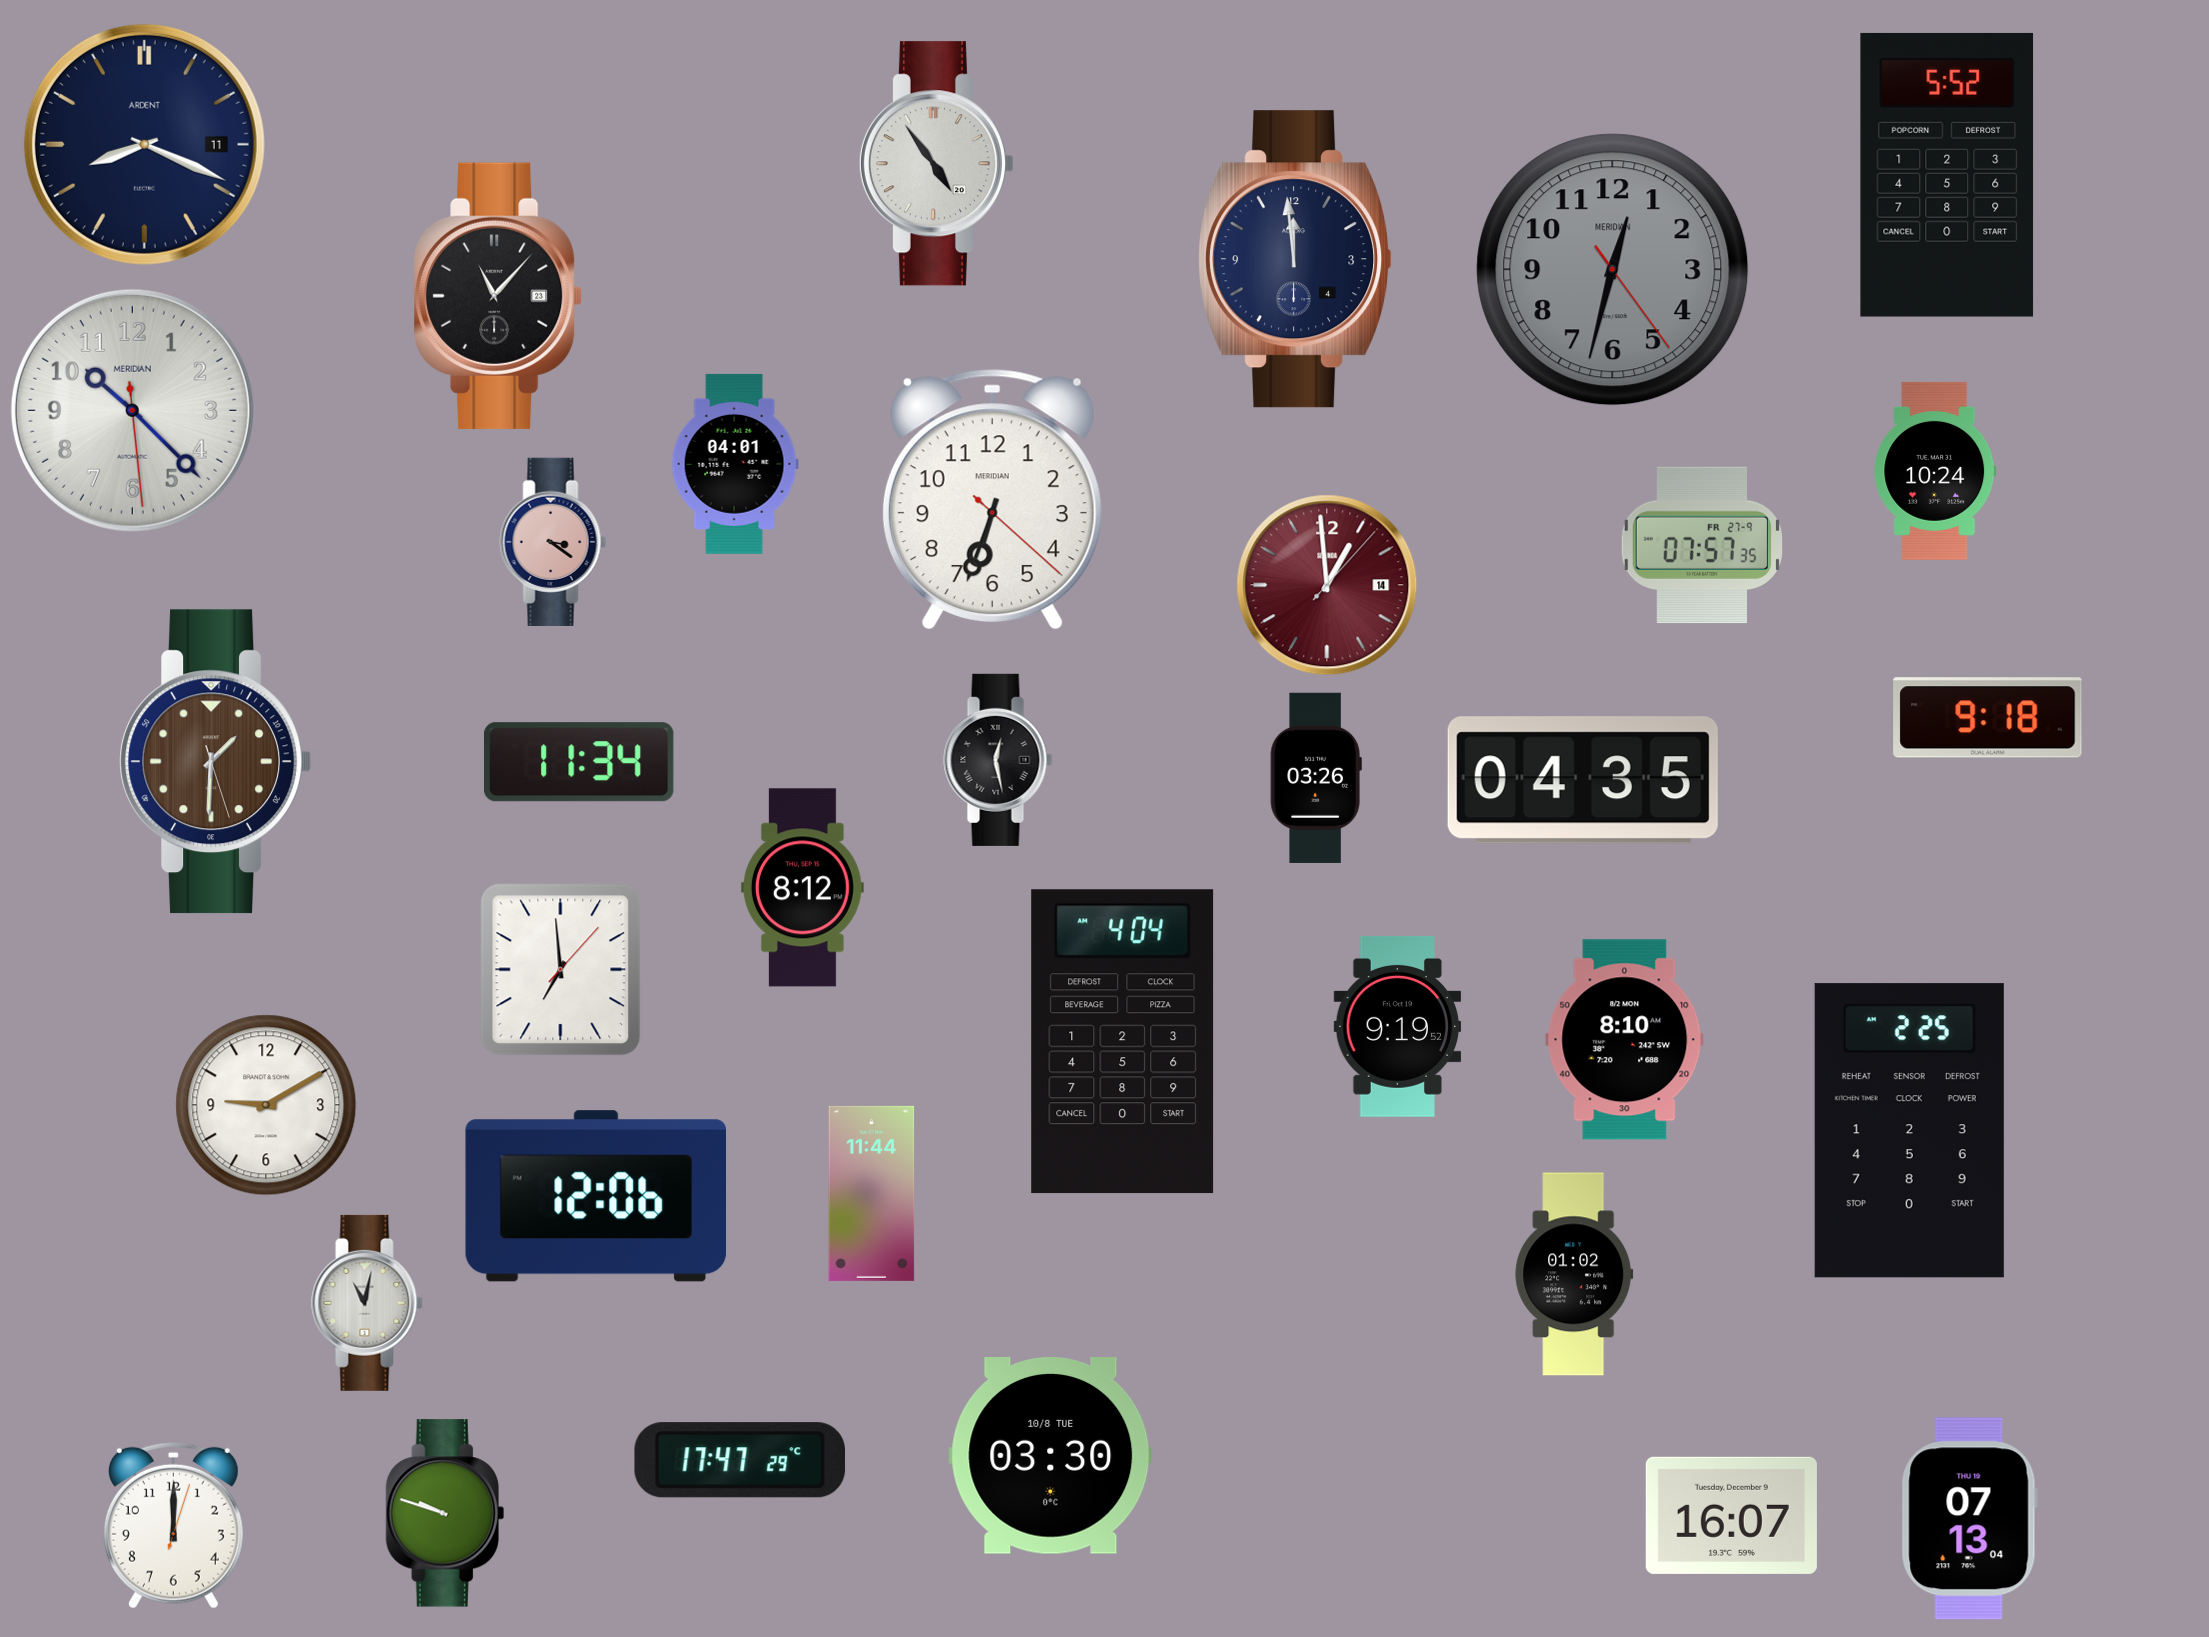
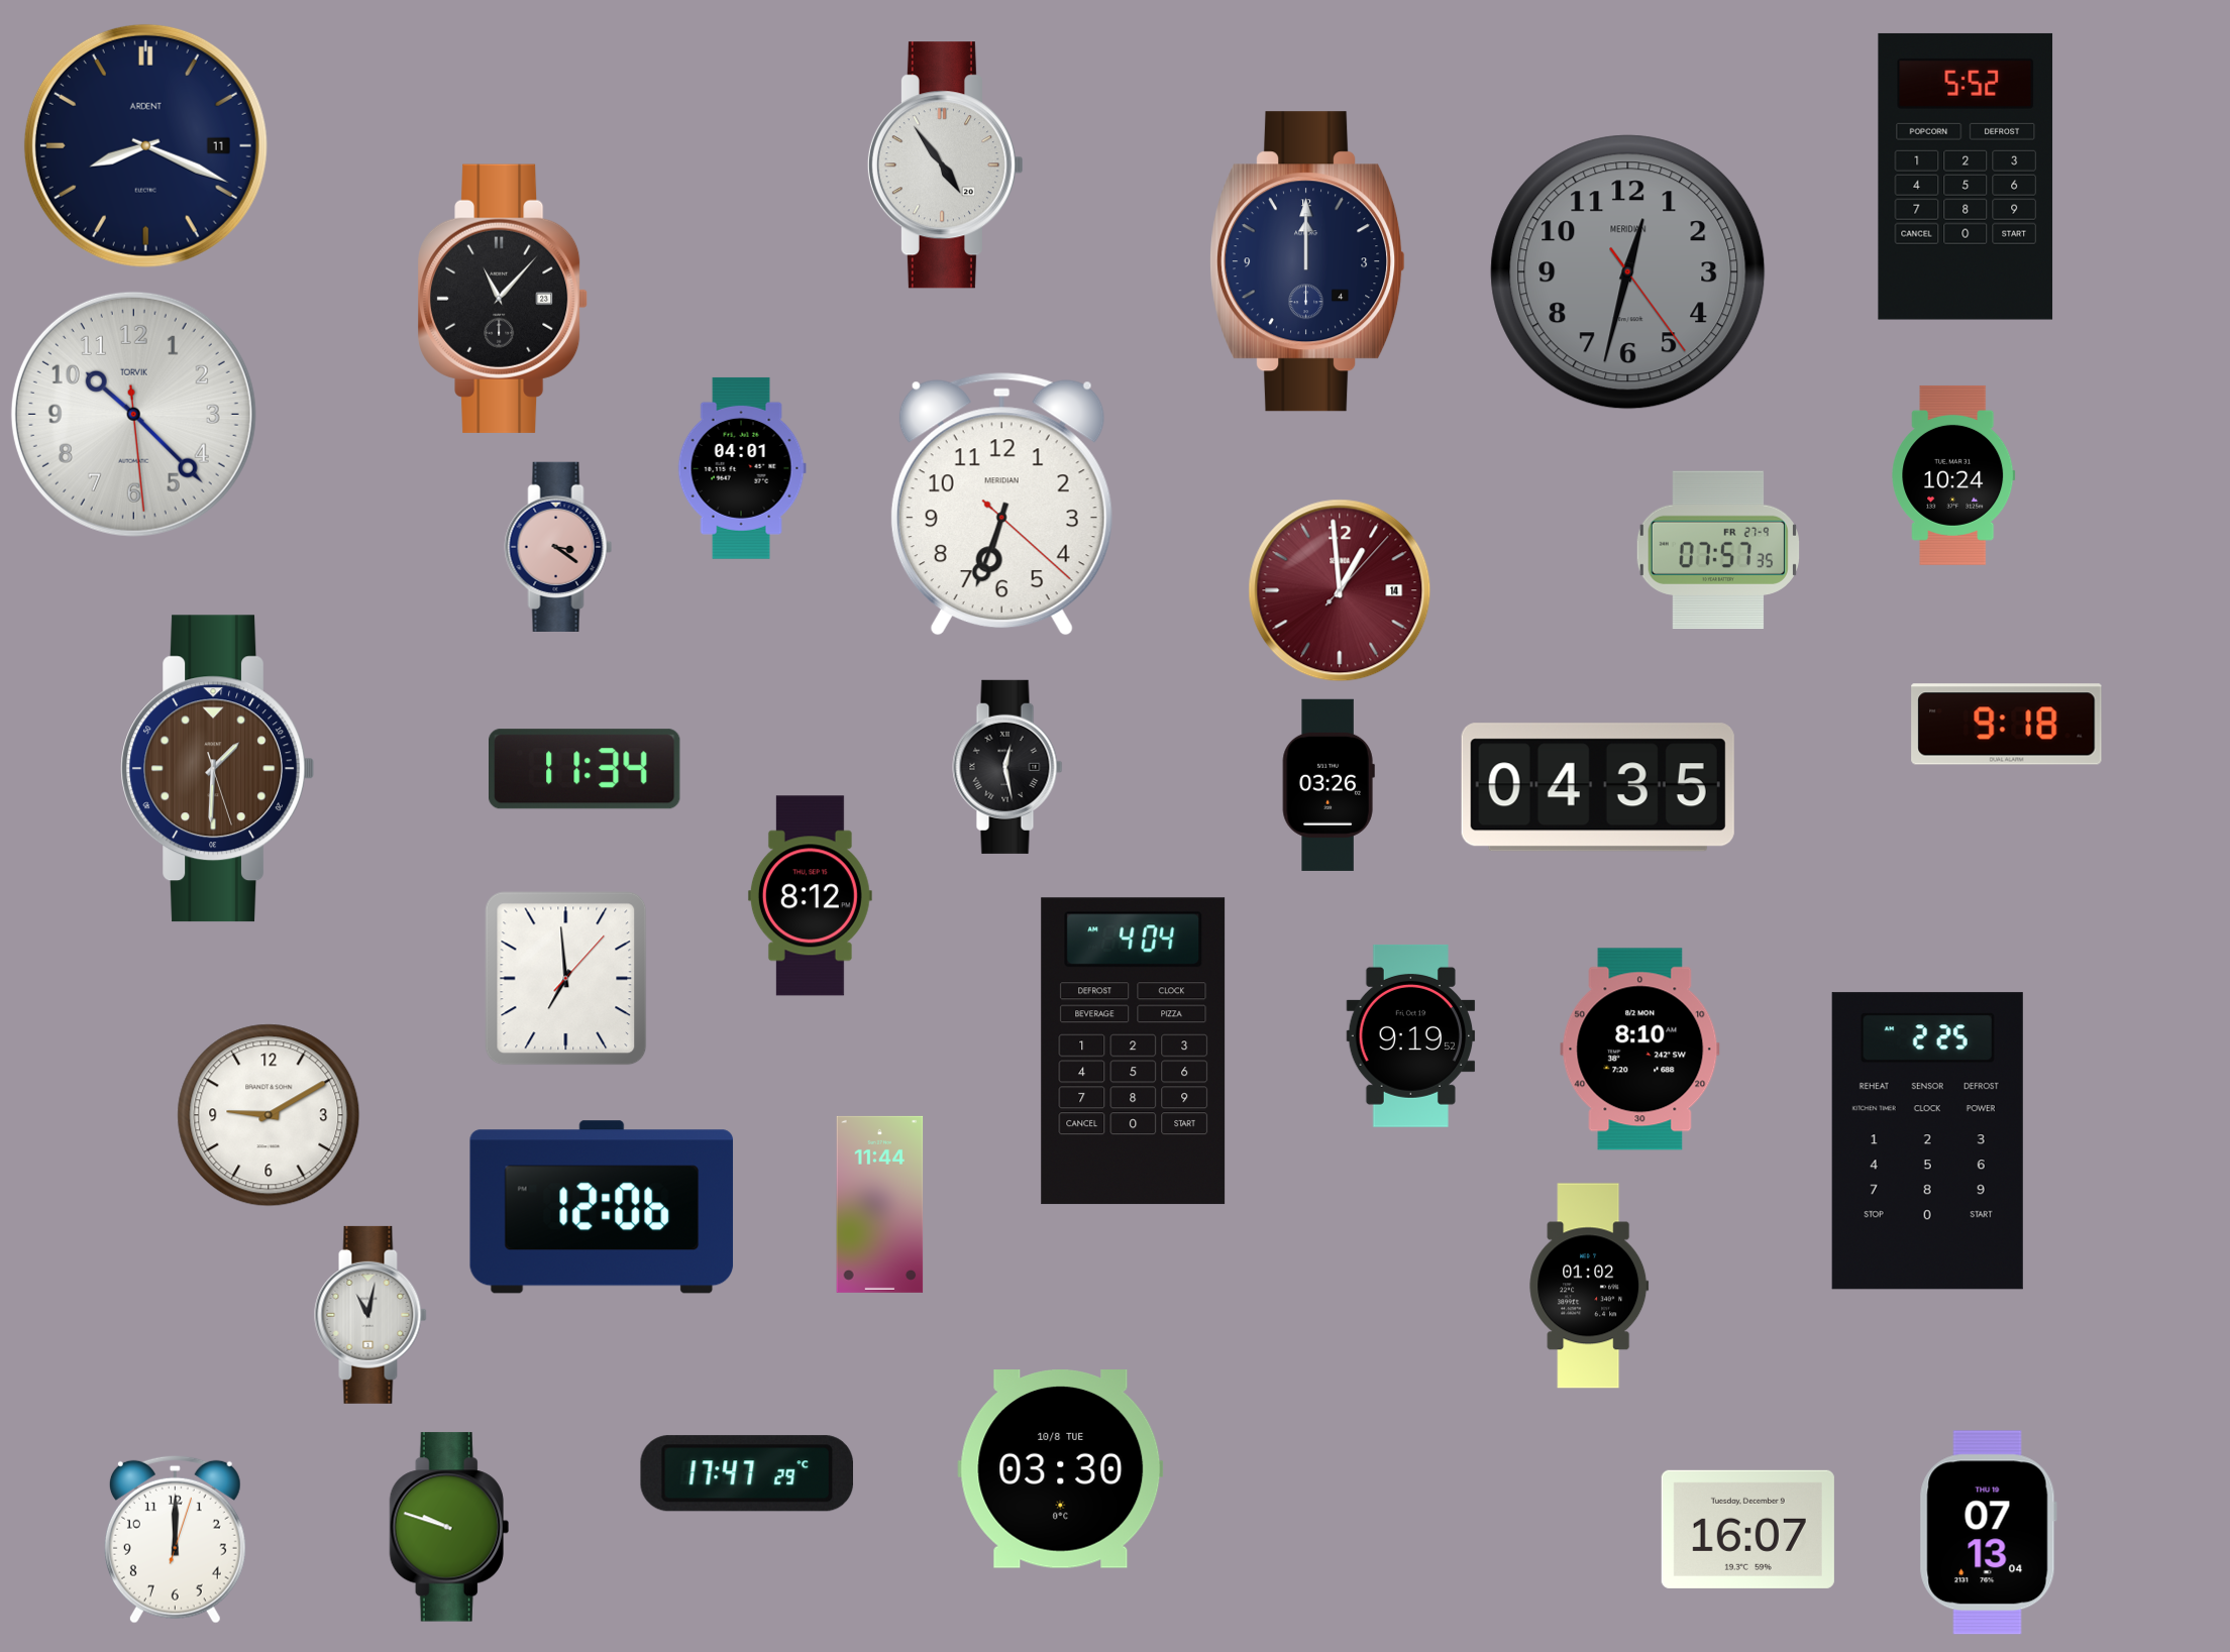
clock at (1295, 259): 11:59 -> 12:00
clock at (132, 410) brand: MERIDIAN -> TORVIK
